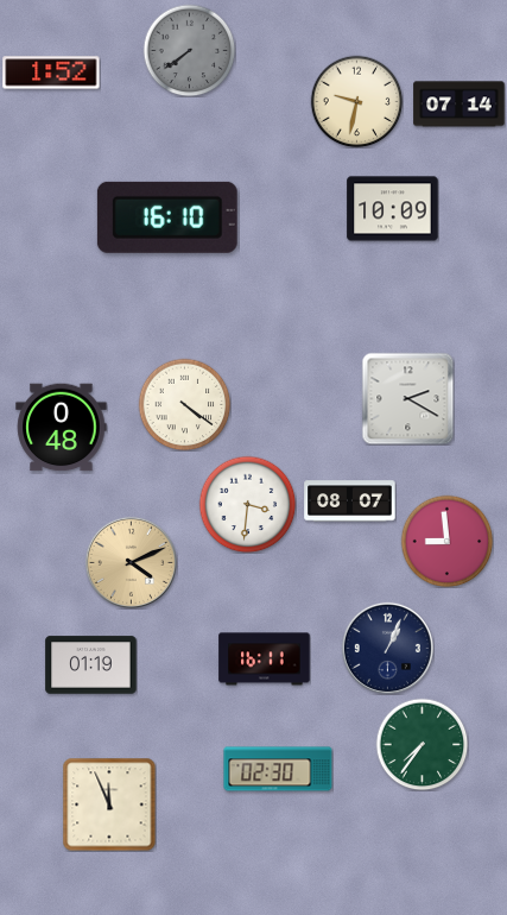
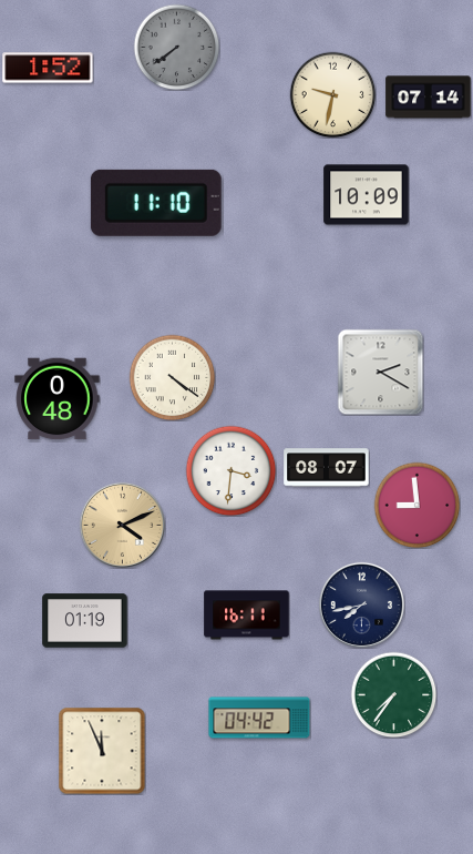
clock at (167, 217): 16:10 -> 11:10
clock at (387, 648): 1:04 -> 7:43
clock at (278, 769): 02:30 -> 04:42
